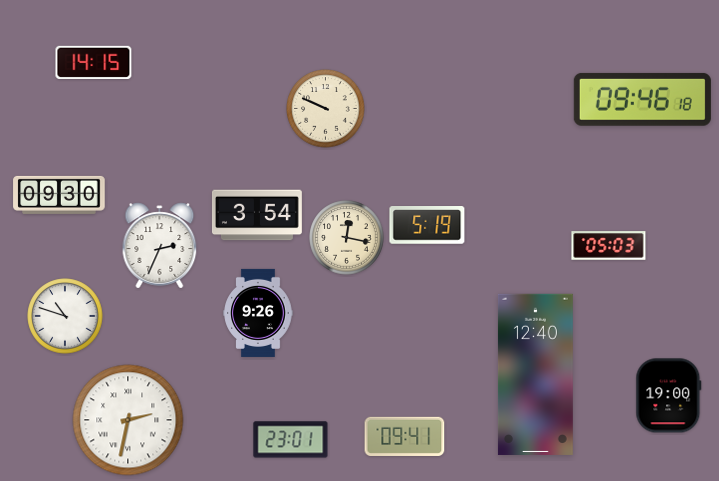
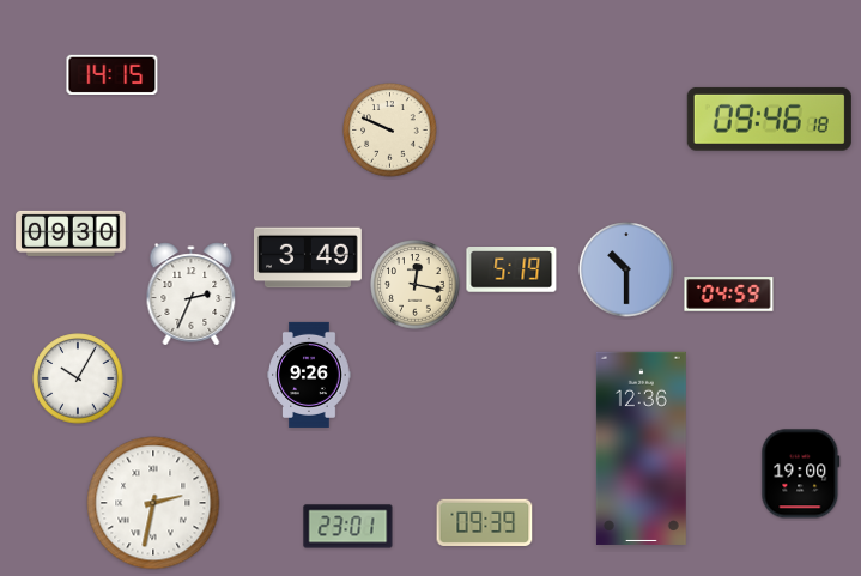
clock at (257, 215): 3:54 -> 3:49
clock at (626, 269): none -> 10:30
clock at (609, 246): 05:03 -> 04:59
clock at (65, 316): 10:48 -> 10:05
clock at (535, 374): 12:40 -> 12:36
clock at (405, 436): 09:41 -> 09:39
